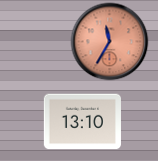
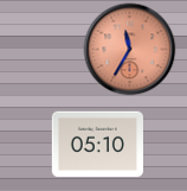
clock at (82, 122): 13:10 -> 05:10
